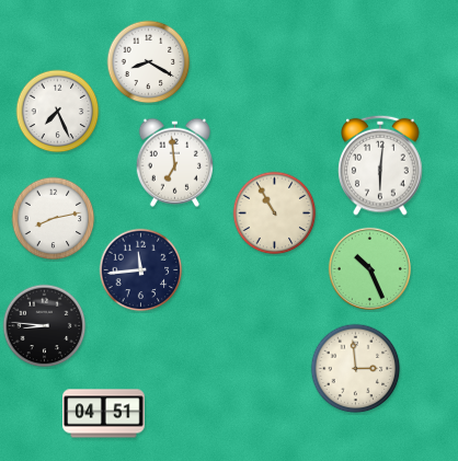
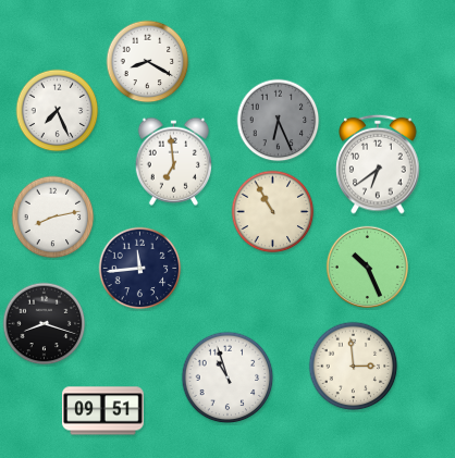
clock at (279, 121): none -> 6:26
clock at (380, 165): 6:01 -> 6:39
clock at (45, 326): 8:46 -> 8:18
clock at (228, 377): none -> 10:57
clock at (104, 414): 04:51 -> 09:51
